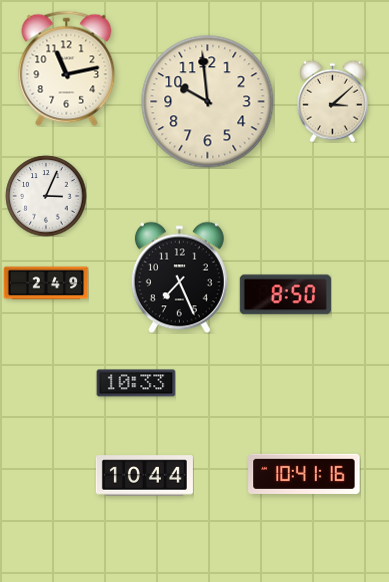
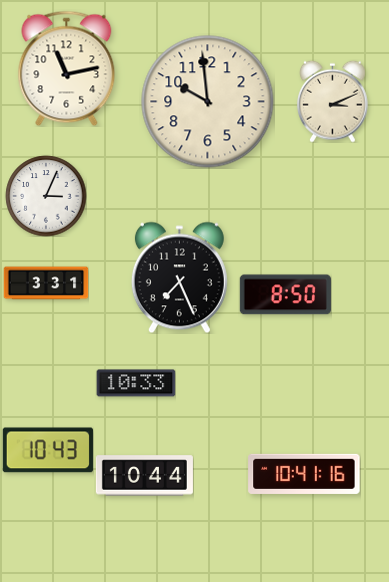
clock at (333, 101): 3:08 -> 3:11
clock at (46, 283): 2:49 -> 3:31
clock at (48, 450): none -> 10:43
